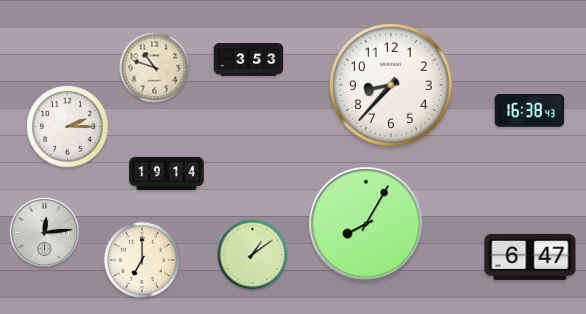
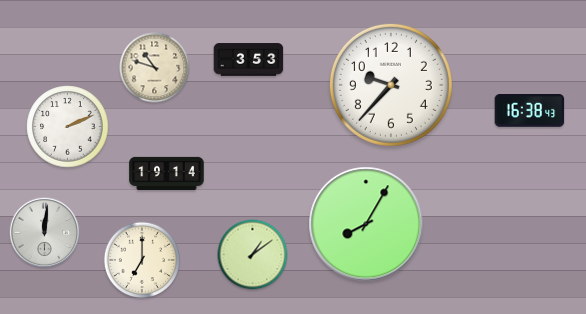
clock at (391, 85): 8:37 -> 9:37
clock at (68, 127): 2:15 -> 2:11
clock at (45, 233): 12:14 -> 12:01
clock at (530, 257): 6:47 -> none
